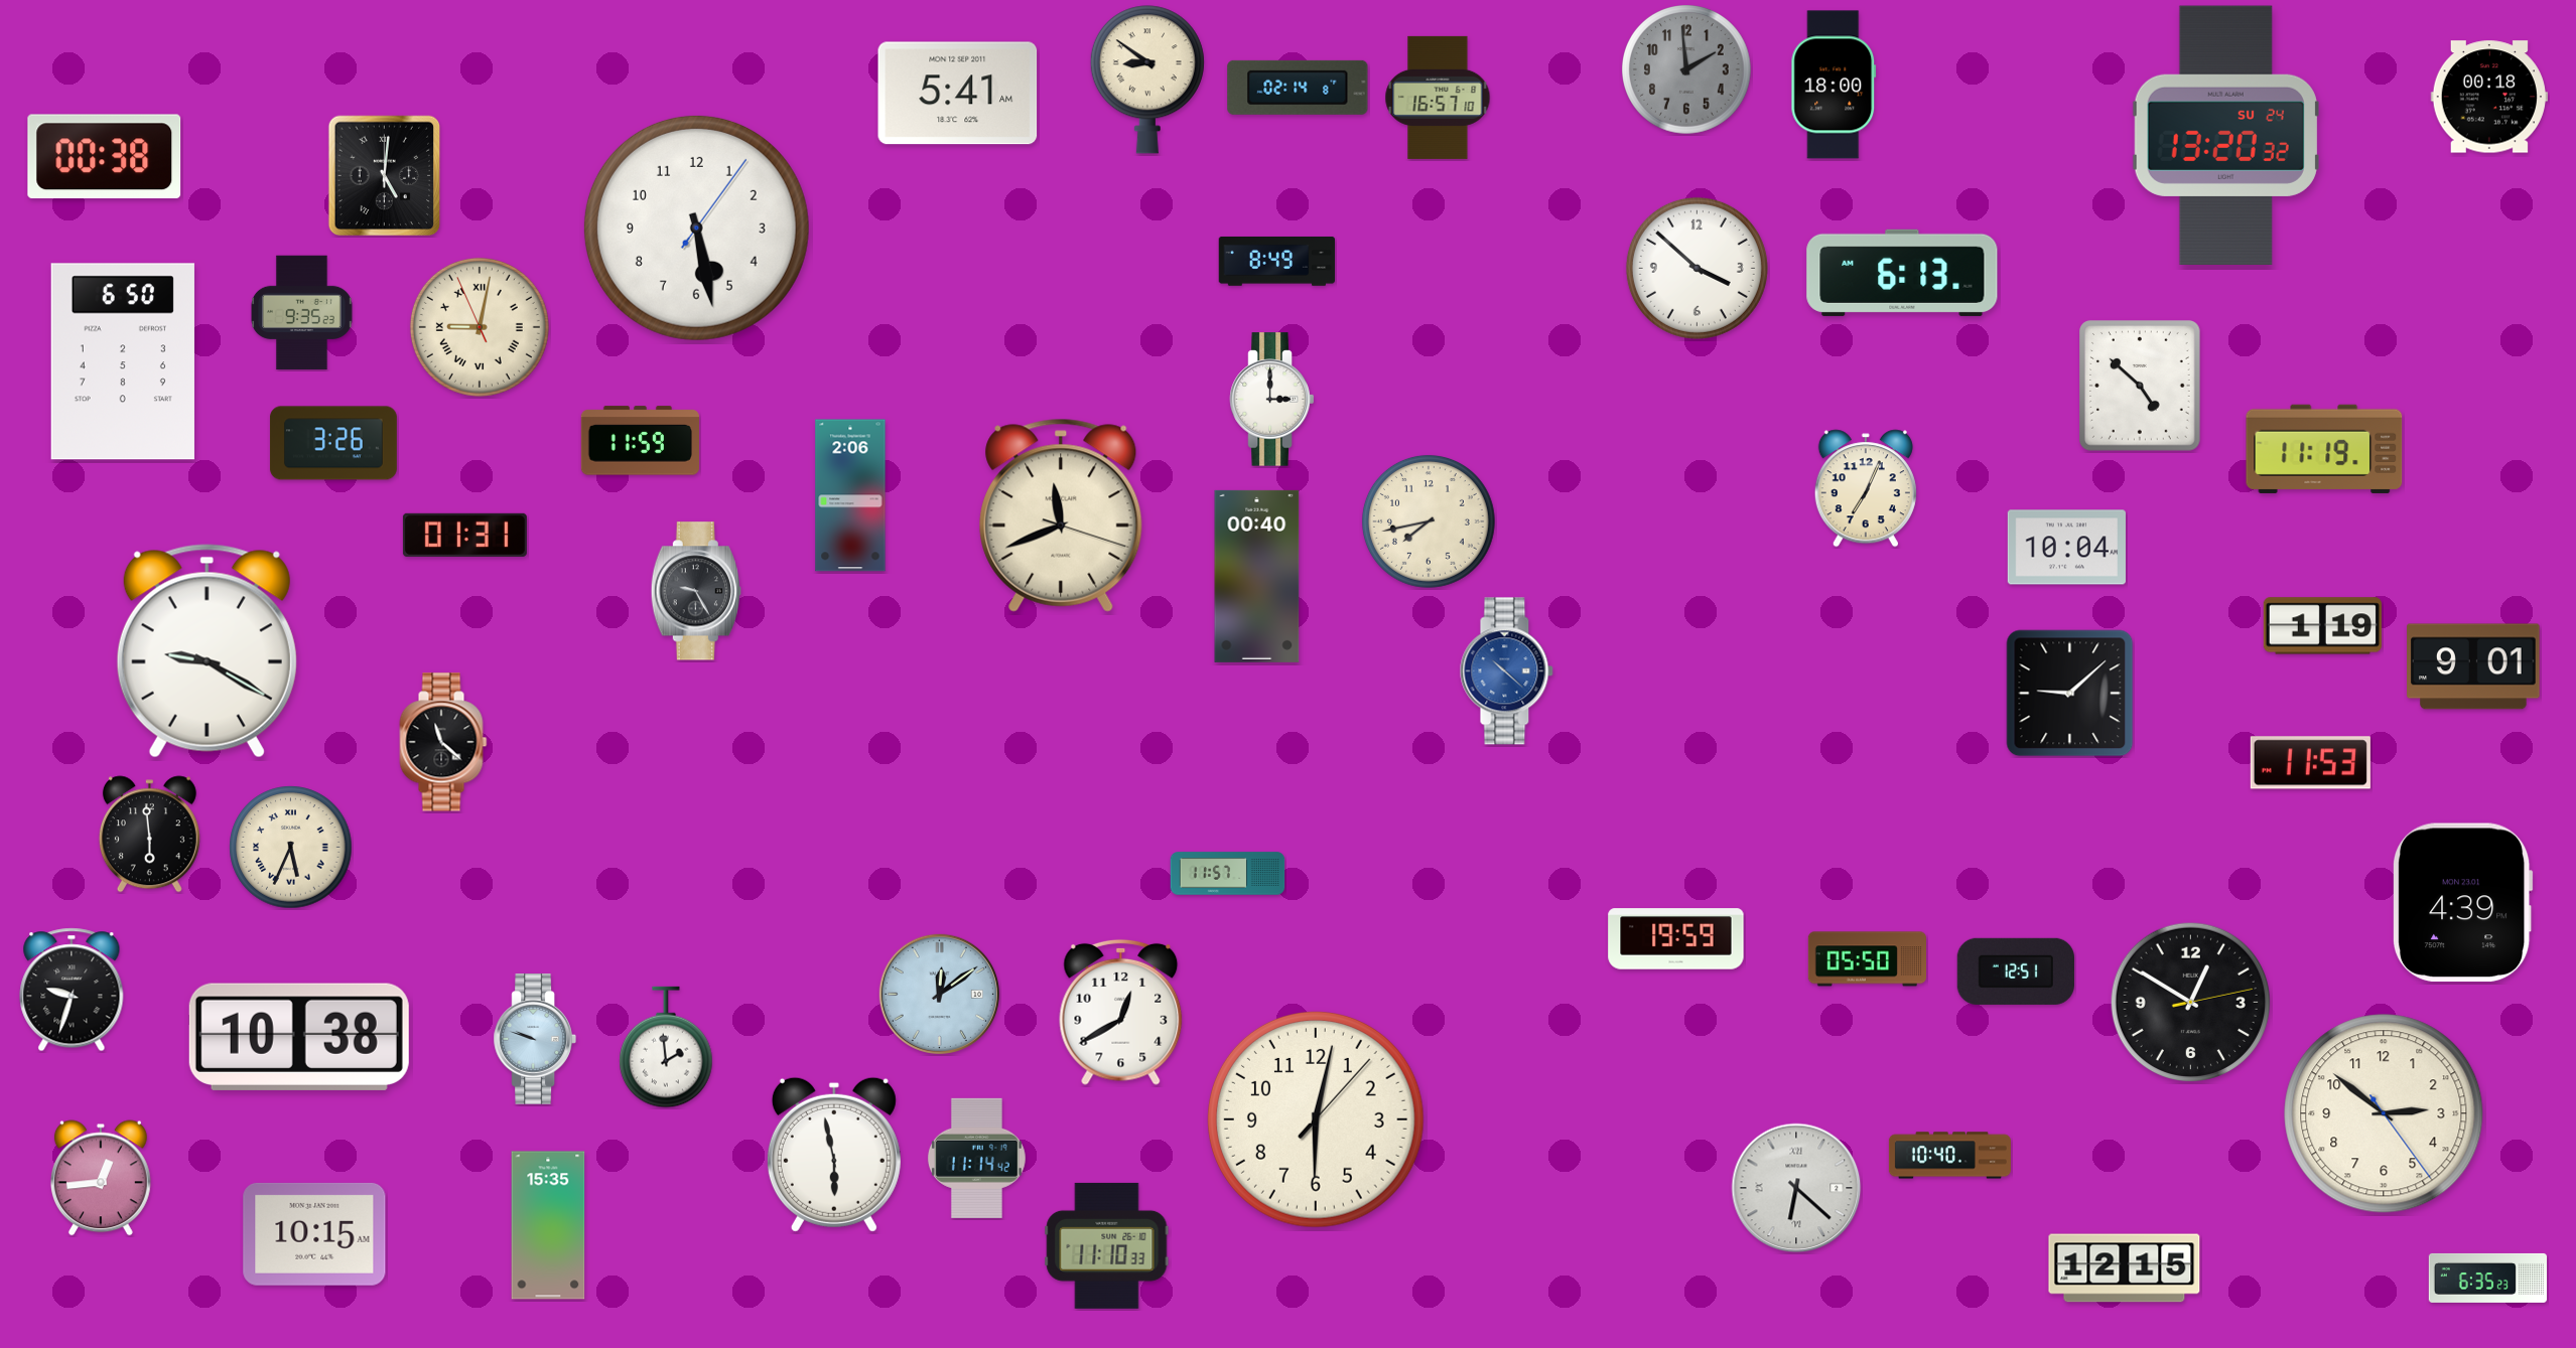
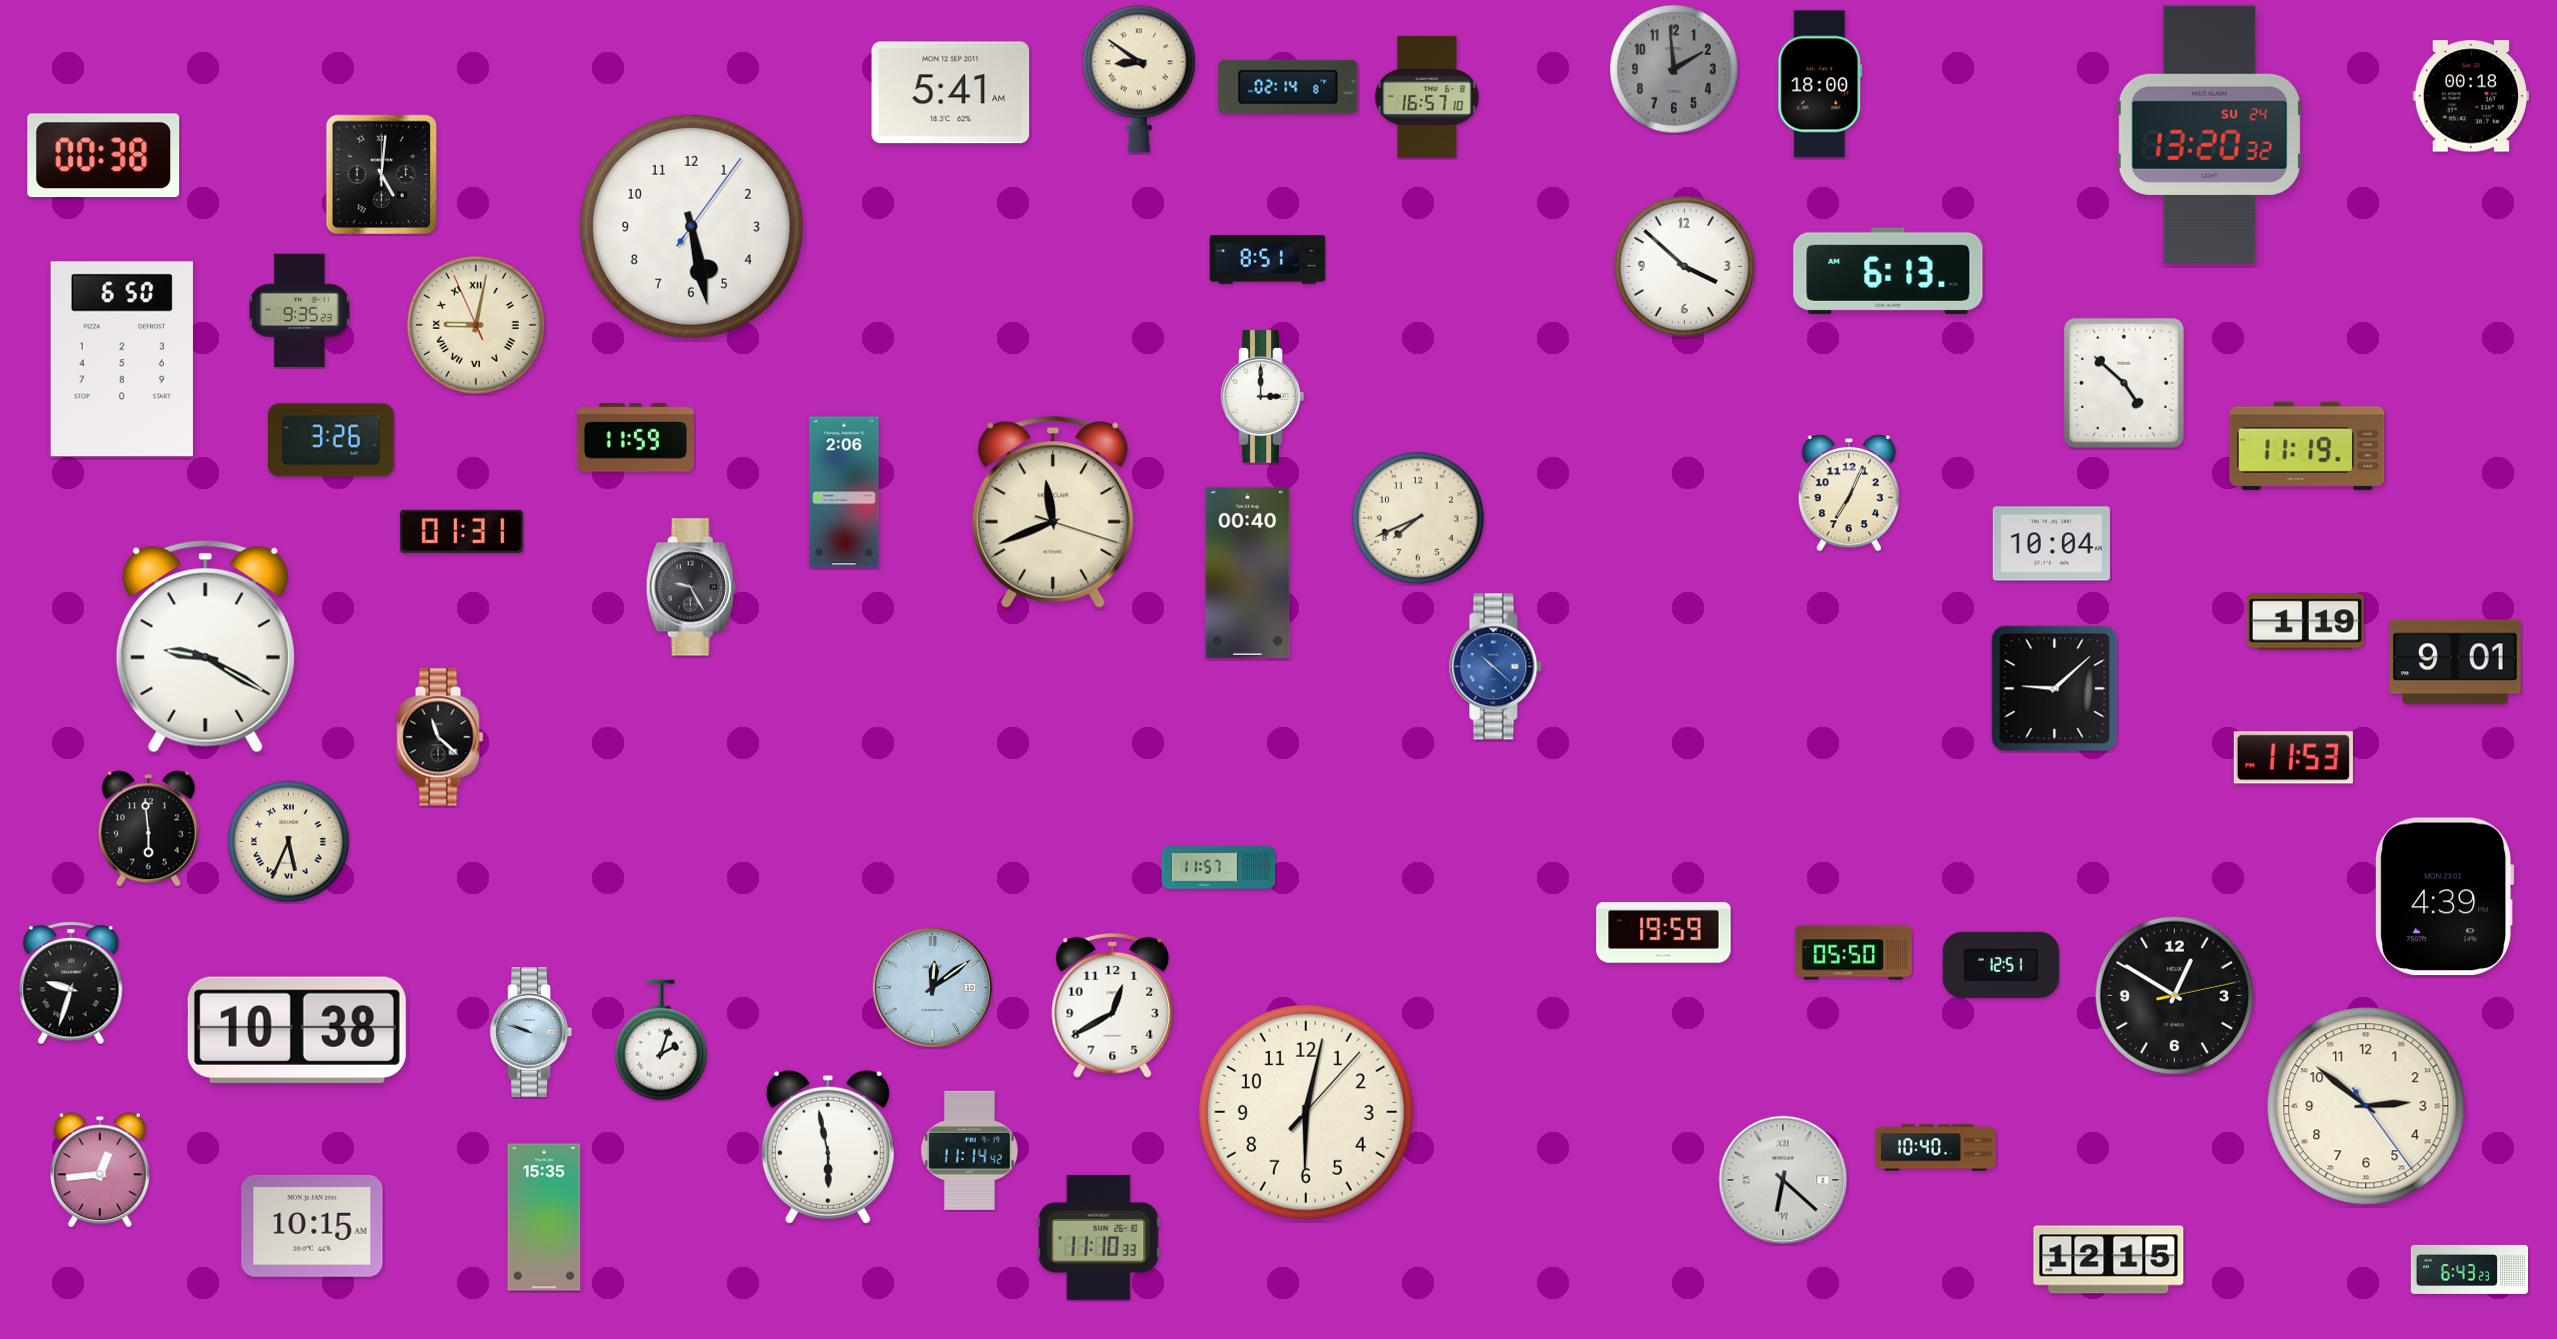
clock at (1277, 261): 8:49 -> 8:51
clock at (1866, 488) position: (1866, 488) -> (1849, 493)
clock at (1429, 521): 7:43 -> 7:41
clock at (666, 1047): 1:59 -> 2:03
clock at (2488, 1278): 6:35 -> 6:43
